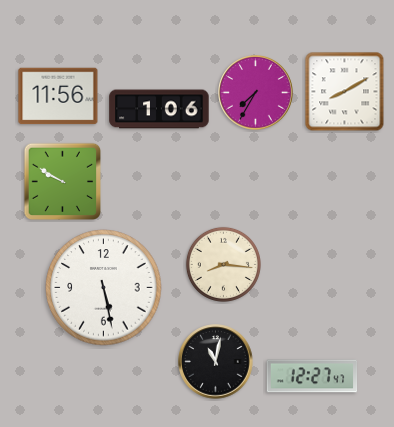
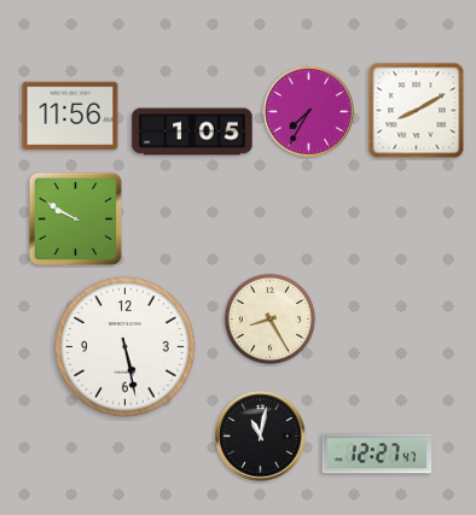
clock at (159, 109): 1:06 -> 1:05
clock at (223, 264): 8:16 -> 8:25
